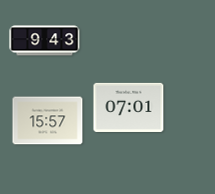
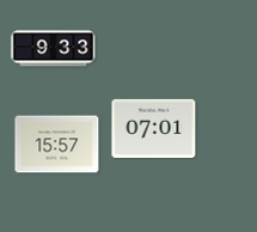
clock at (45, 41): 9:43 -> 9:33
